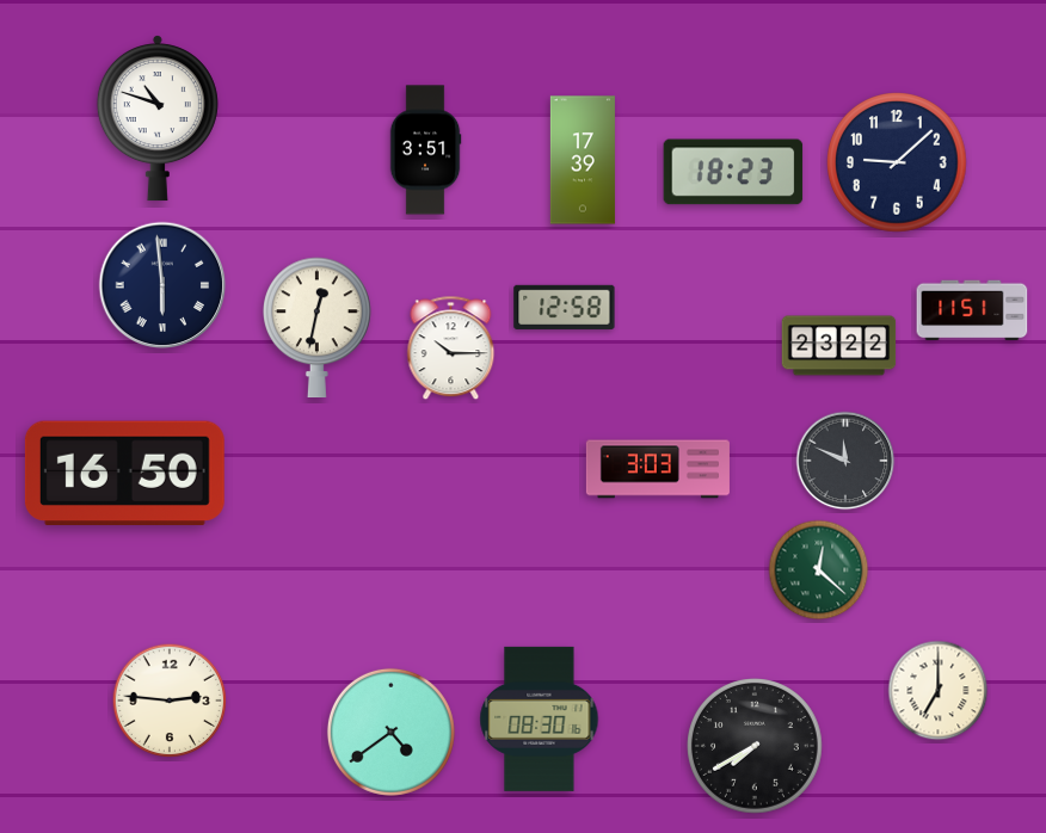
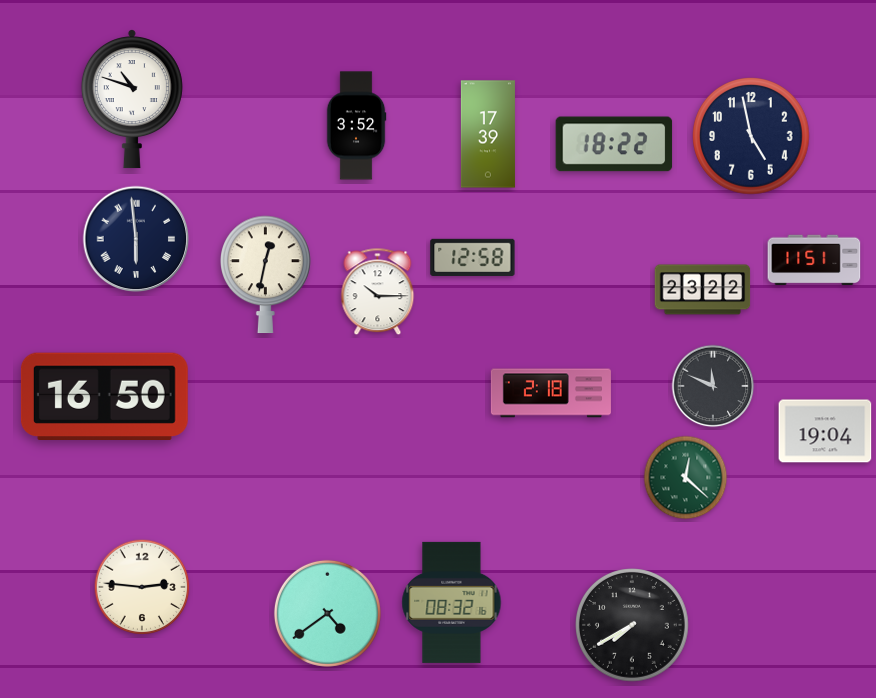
clock at (425, 150): 3:51 -> 3:52
clock at (897, 162): 9:08 -> 4:58
clock at (733, 172): 18:23 -> 18:22
clock at (845, 461) position: (845, 461) -> (713, 386)
clock at (658, 469): 3:03 -> 2:18
clock at (825, 431): none -> 19:04
clock at (939, 691): 7:00 -> none
clock at (540, 718): 08:30 -> 08:32
